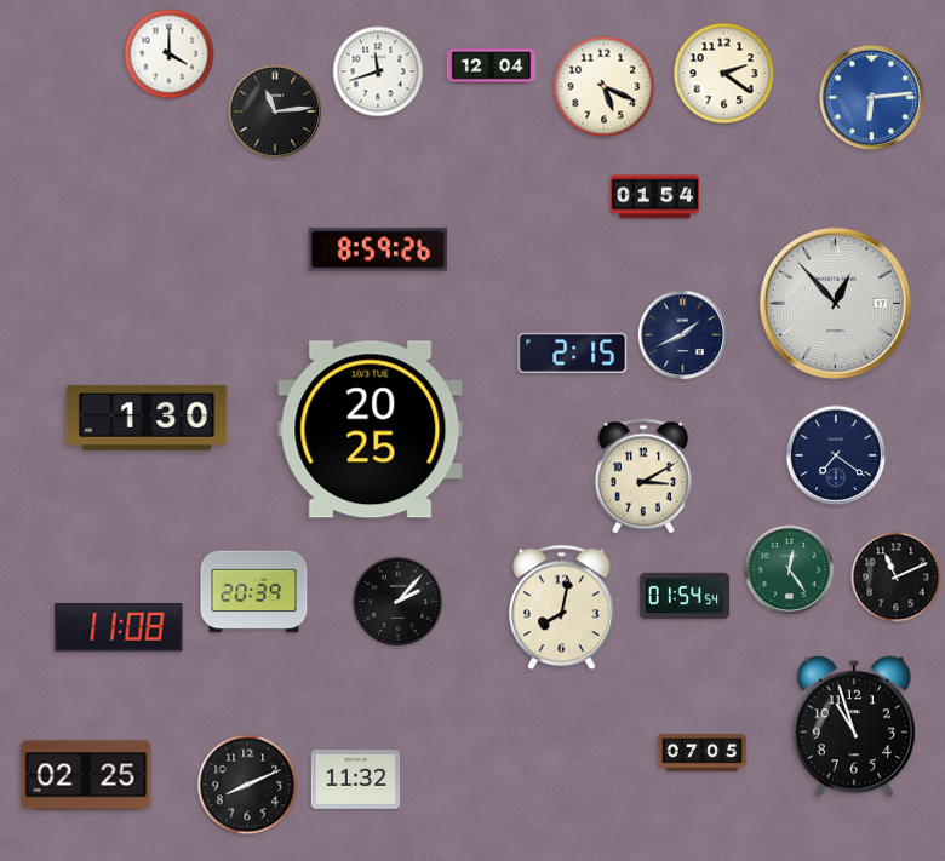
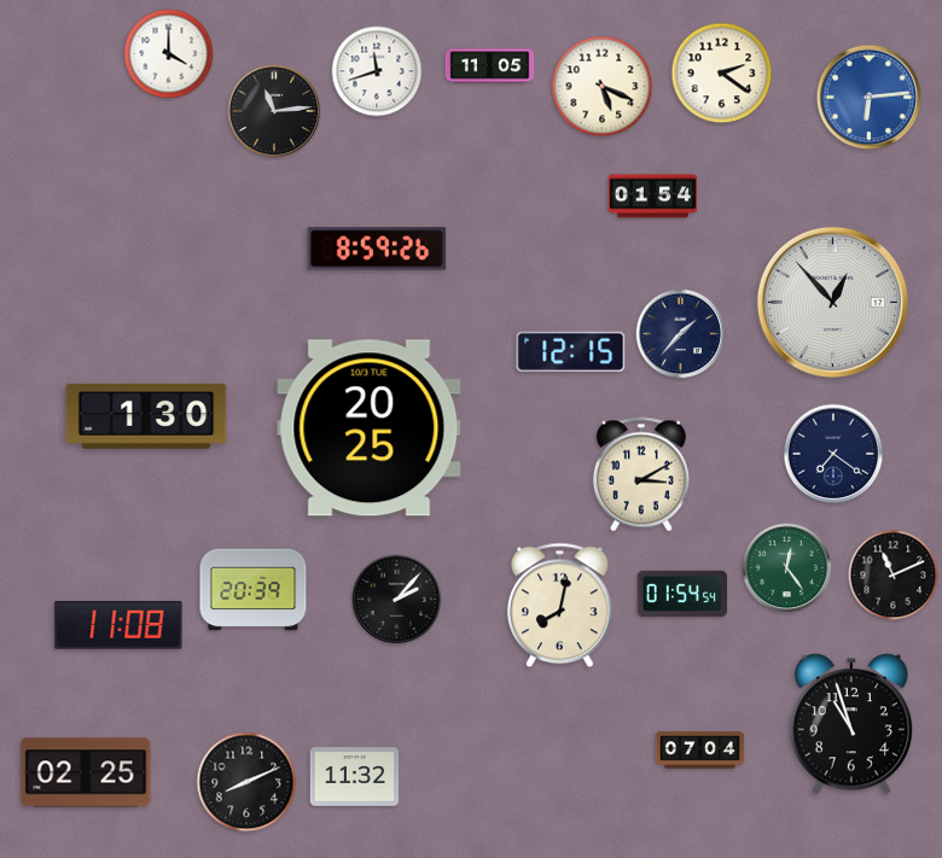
clock at (492, 67): 12:04 -> 11:05
clock at (683, 335): 1:41 -> 1:37
clock at (573, 352): 2:15 -> 12:15
clock at (703, 753): 07:05 -> 07:04
